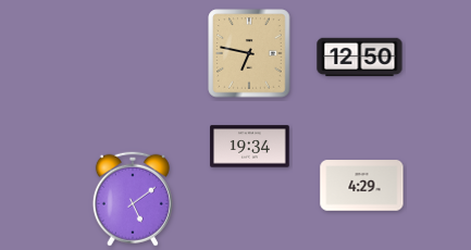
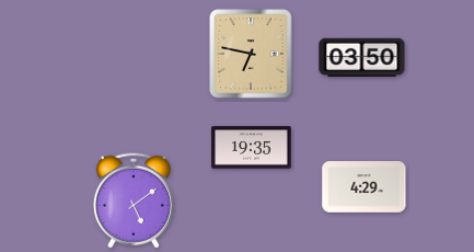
clock at (360, 58): 12:50 -> 03:50
clock at (250, 147): 19:34 -> 19:35
